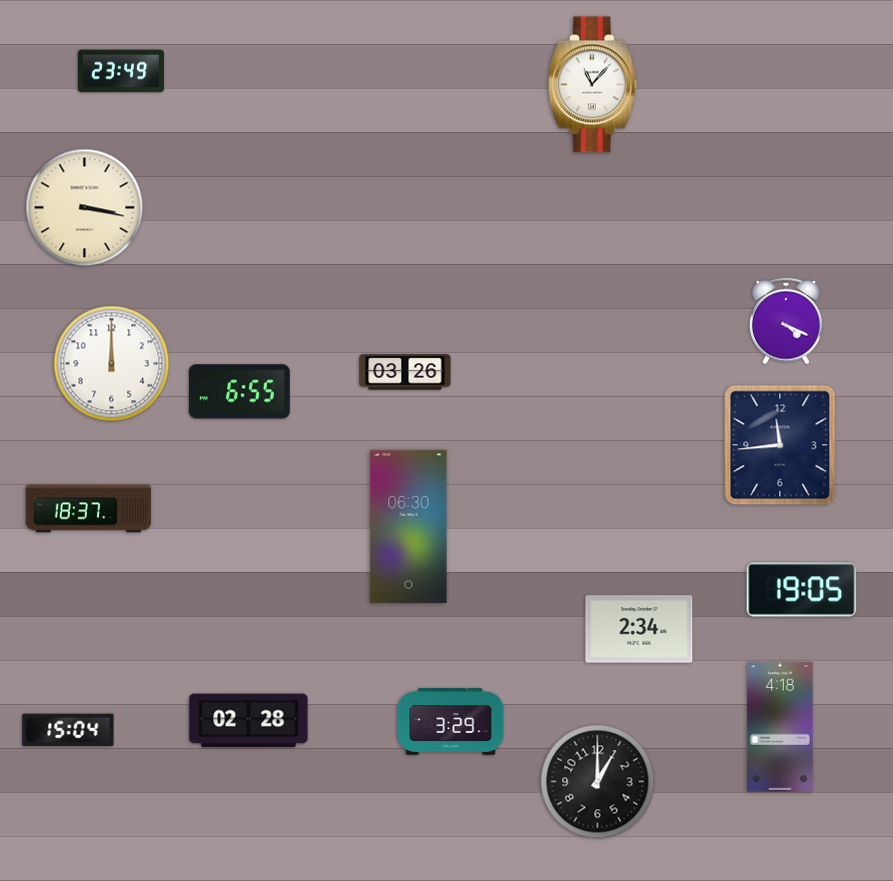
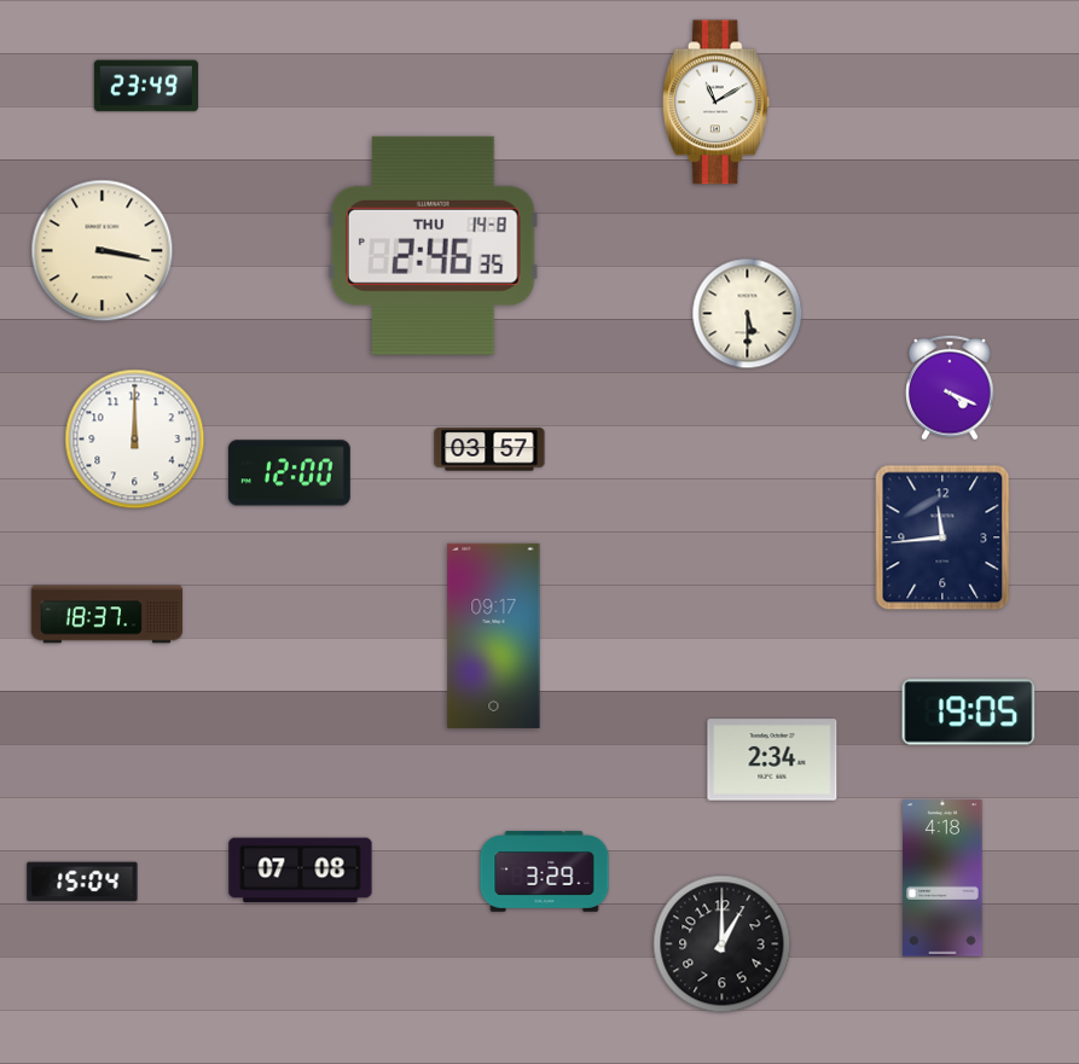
clock at (592, 85): 11:07 -> 11:10
clock at (433, 245): none -> 2:46
clock at (748, 314): none -> 5:30
clock at (405, 372): 03:26 -> 03:57
clock at (239, 392): 6:55 -> 12:00
clock at (409, 526): 06:30 -> 09:17
clock at (249, 721): 02:28 -> 07:08
